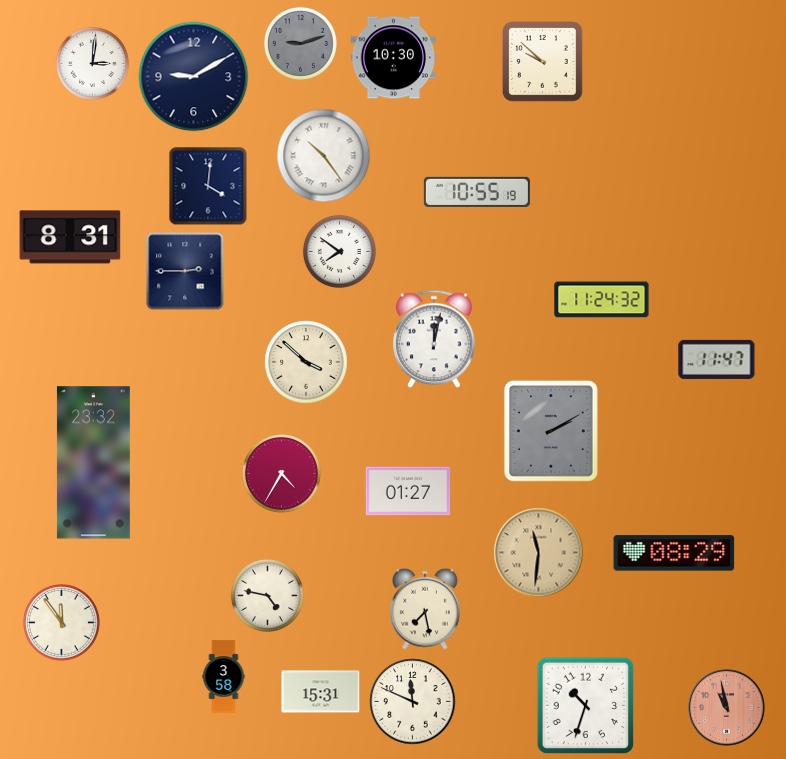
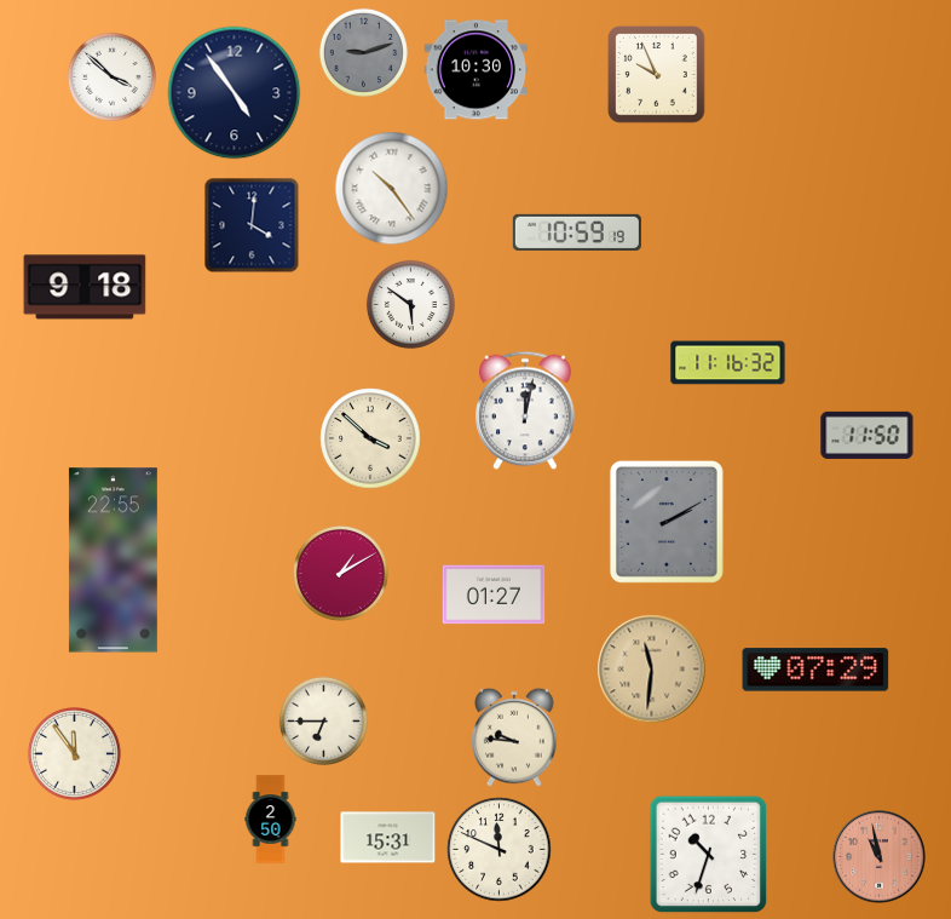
clock at (543, 62): 9:52 -> 9:56
clock at (92, 63): 3:01 -> 3:52
clock at (194, 77): 9:10 -> 4:54
clock at (477, 192): 10:55 -> 10:59
clock at (70, 237): 8:31 -> 9:18
clock at (339, 251): 7:51 -> 5:51
clock at (185, 271): 2:45 -> none
clock at (602, 300): 11:24 -> 11:16
clock at (717, 359): 11:47 -> 11:50
clock at (93, 463): 23:32 -> 22:55
clock at (282, 474): 4:35 -> 1:10
clock at (674, 553): 08:29 -> 07:29
clock at (267, 595): 4:47 -> 6:45
clock at (426, 609): 7:28 -> 9:46
clock at (224, 677): 3:58 -> 2:50
